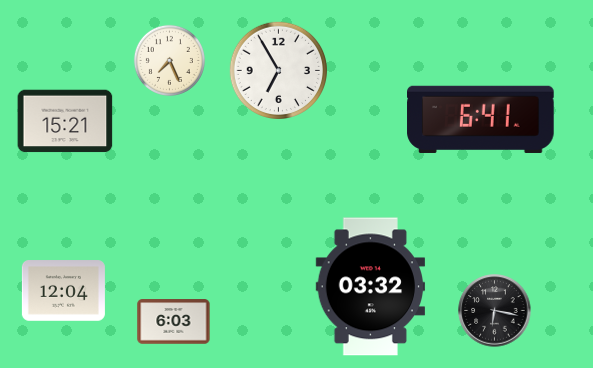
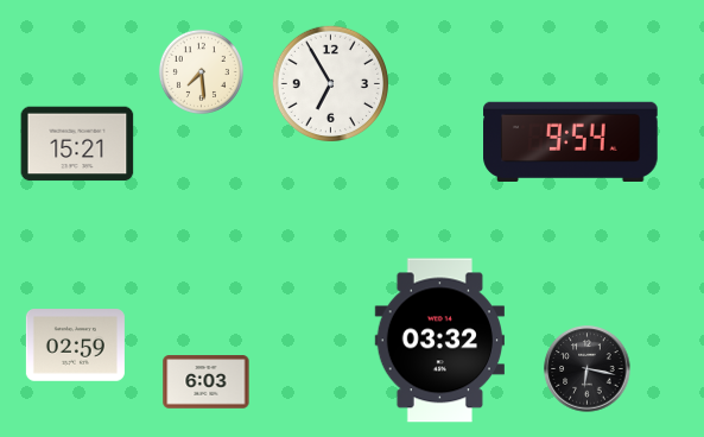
clock at (169, 60): 7:26 -> 7:29
clock at (481, 119): 6:41 -> 9:54
clock at (63, 291): 12:04 -> 02:59
